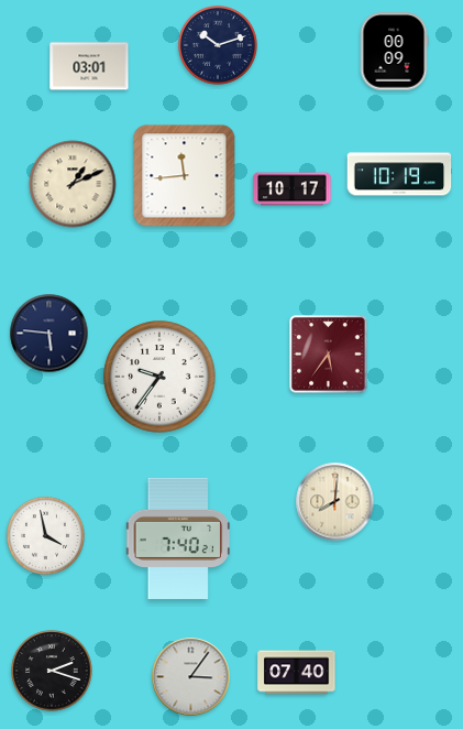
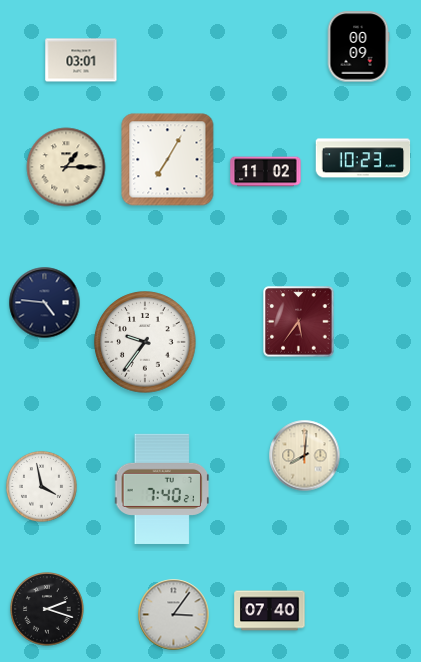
clock at (219, 46): 10:12 -> none
clock at (399, 174): 10:19 -> 10:23
clock at (185, 176): 11:44 -> 7:05
clock at (73, 184): 1:11 -> 1:15
clock at (293, 189): 10:17 -> 11:02
clock at (49, 334): 5:46 -> 4:46
